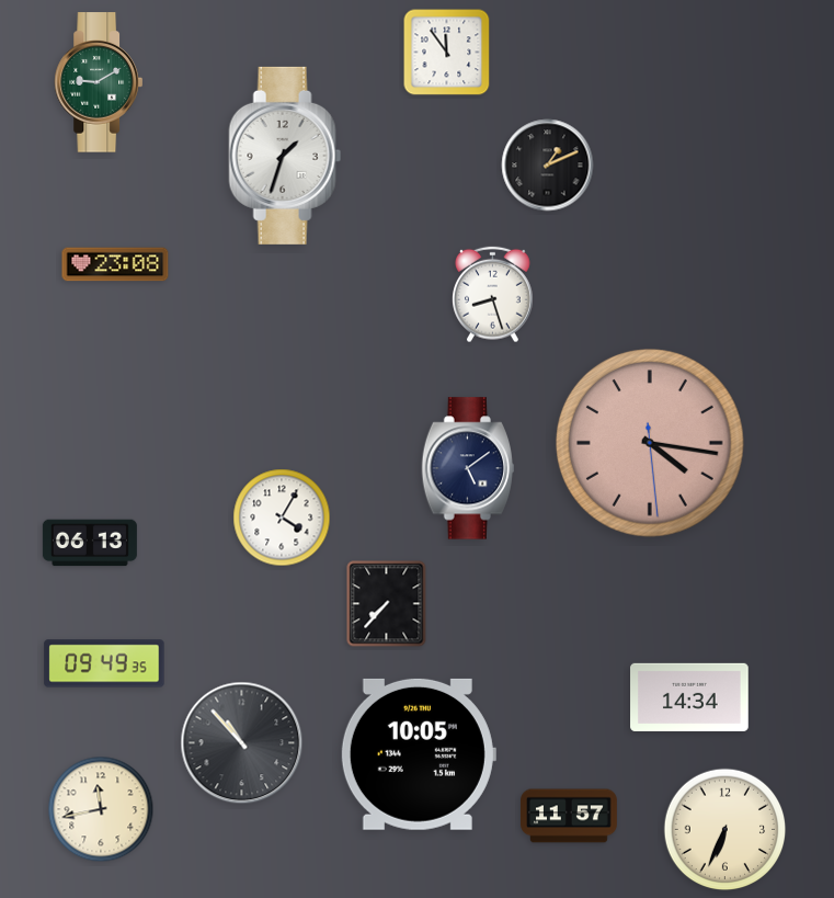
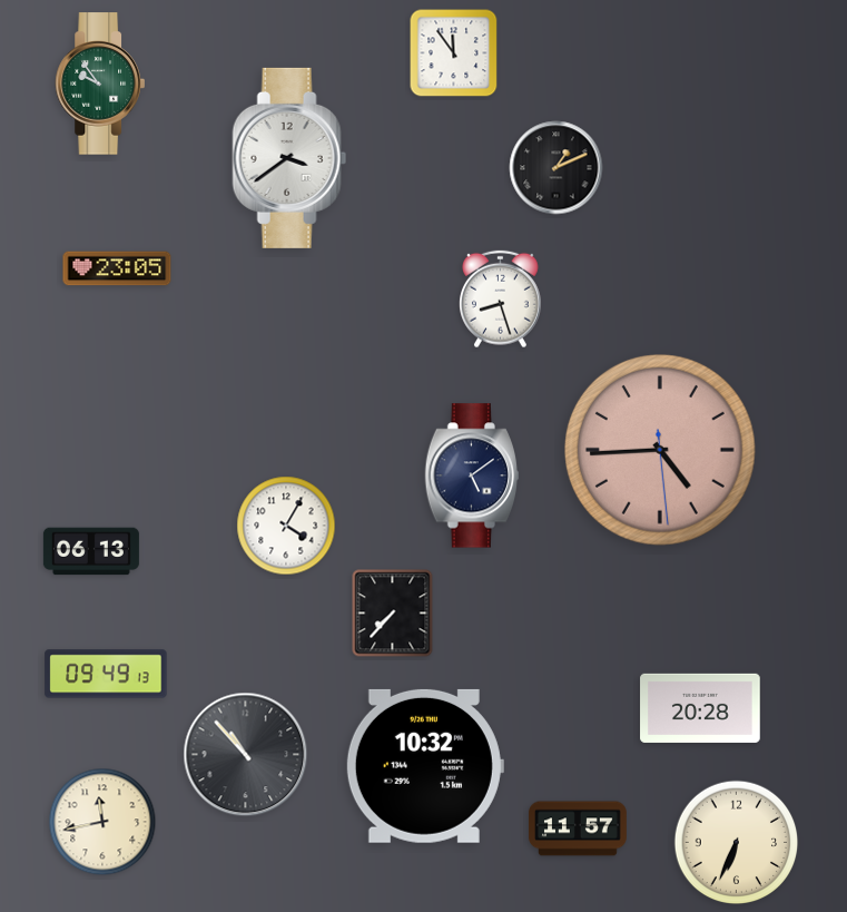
clock at (98, 82): 9:10 -> 9:54
clock at (285, 156): 1:33 -> 3:39
clock at (115, 264): 23:08 -> 23:05
clock at (650, 443): 4:16 -> 4:44
clock at (468, 468) position: (468, 468) -> (472, 475)
clock at (104, 663): 09:49:35 -> 09:49:13
clock at (689, 697): 14:34 -> 20:28
clock at (418, 754): 10:05 -> 10:32
